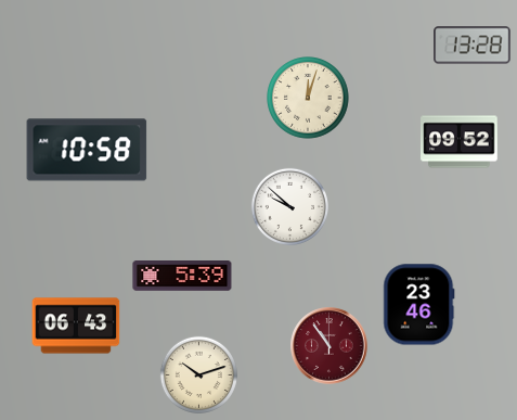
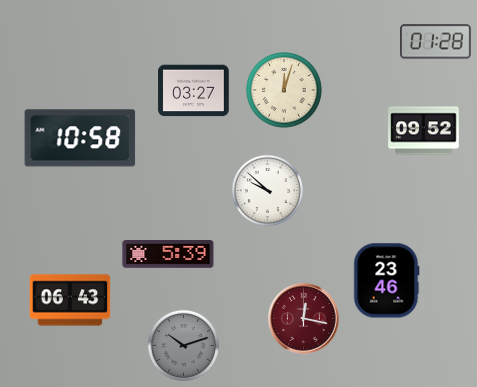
clock at (473, 46): 13:28 -> 01:28
clock at (194, 91): none -> 03:27
clock at (329, 346): 10:54 -> 12:17
clock at (198, 374) dial: cream -> grey
